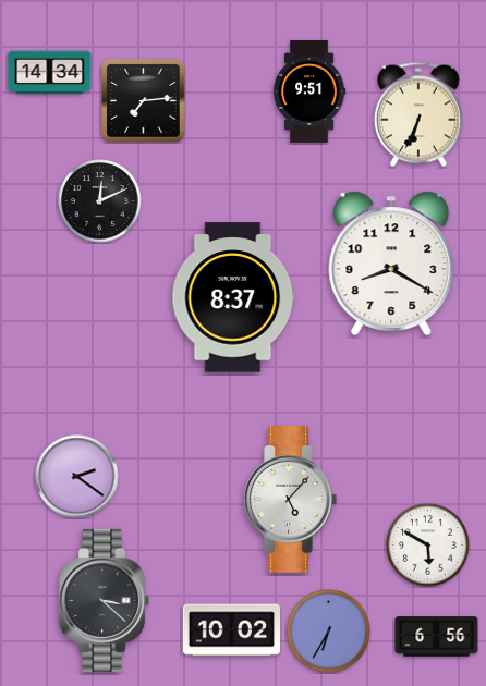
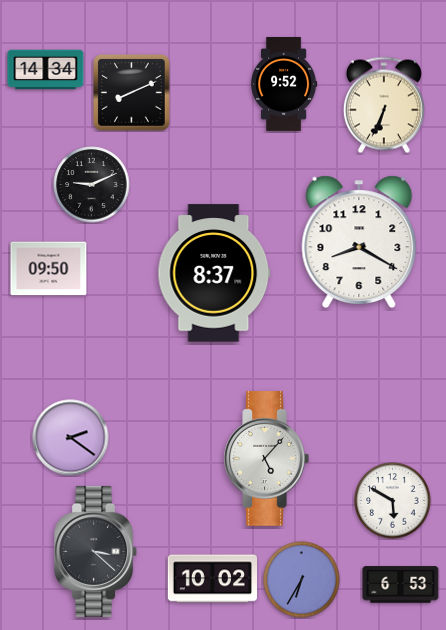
clock at (50, 73) position: (50, 73) -> (46, 70)
clock at (311, 91): 9:51 -> 9:52
clock at (144, 101): 7:14 -> 8:11
clock at (100, 201): 12:11 -> 9:11
clock at (49, 269): none -> 09:50
clock at (437, 637): 6:56 -> 6:53
